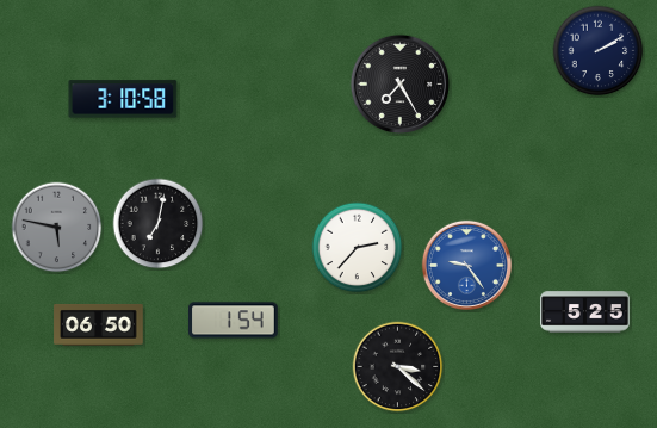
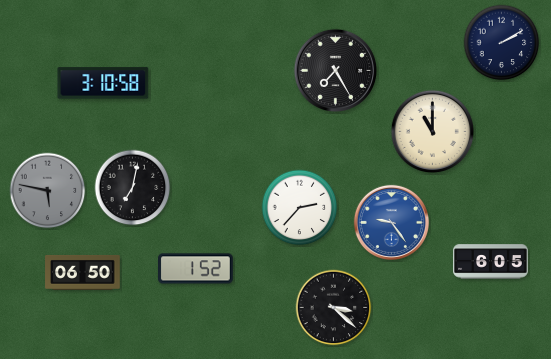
clock at (433, 132): none -> 11:00
clock at (585, 312): 5:25 -> 6:05
clock at (234, 321): 1:54 -> 1:52
